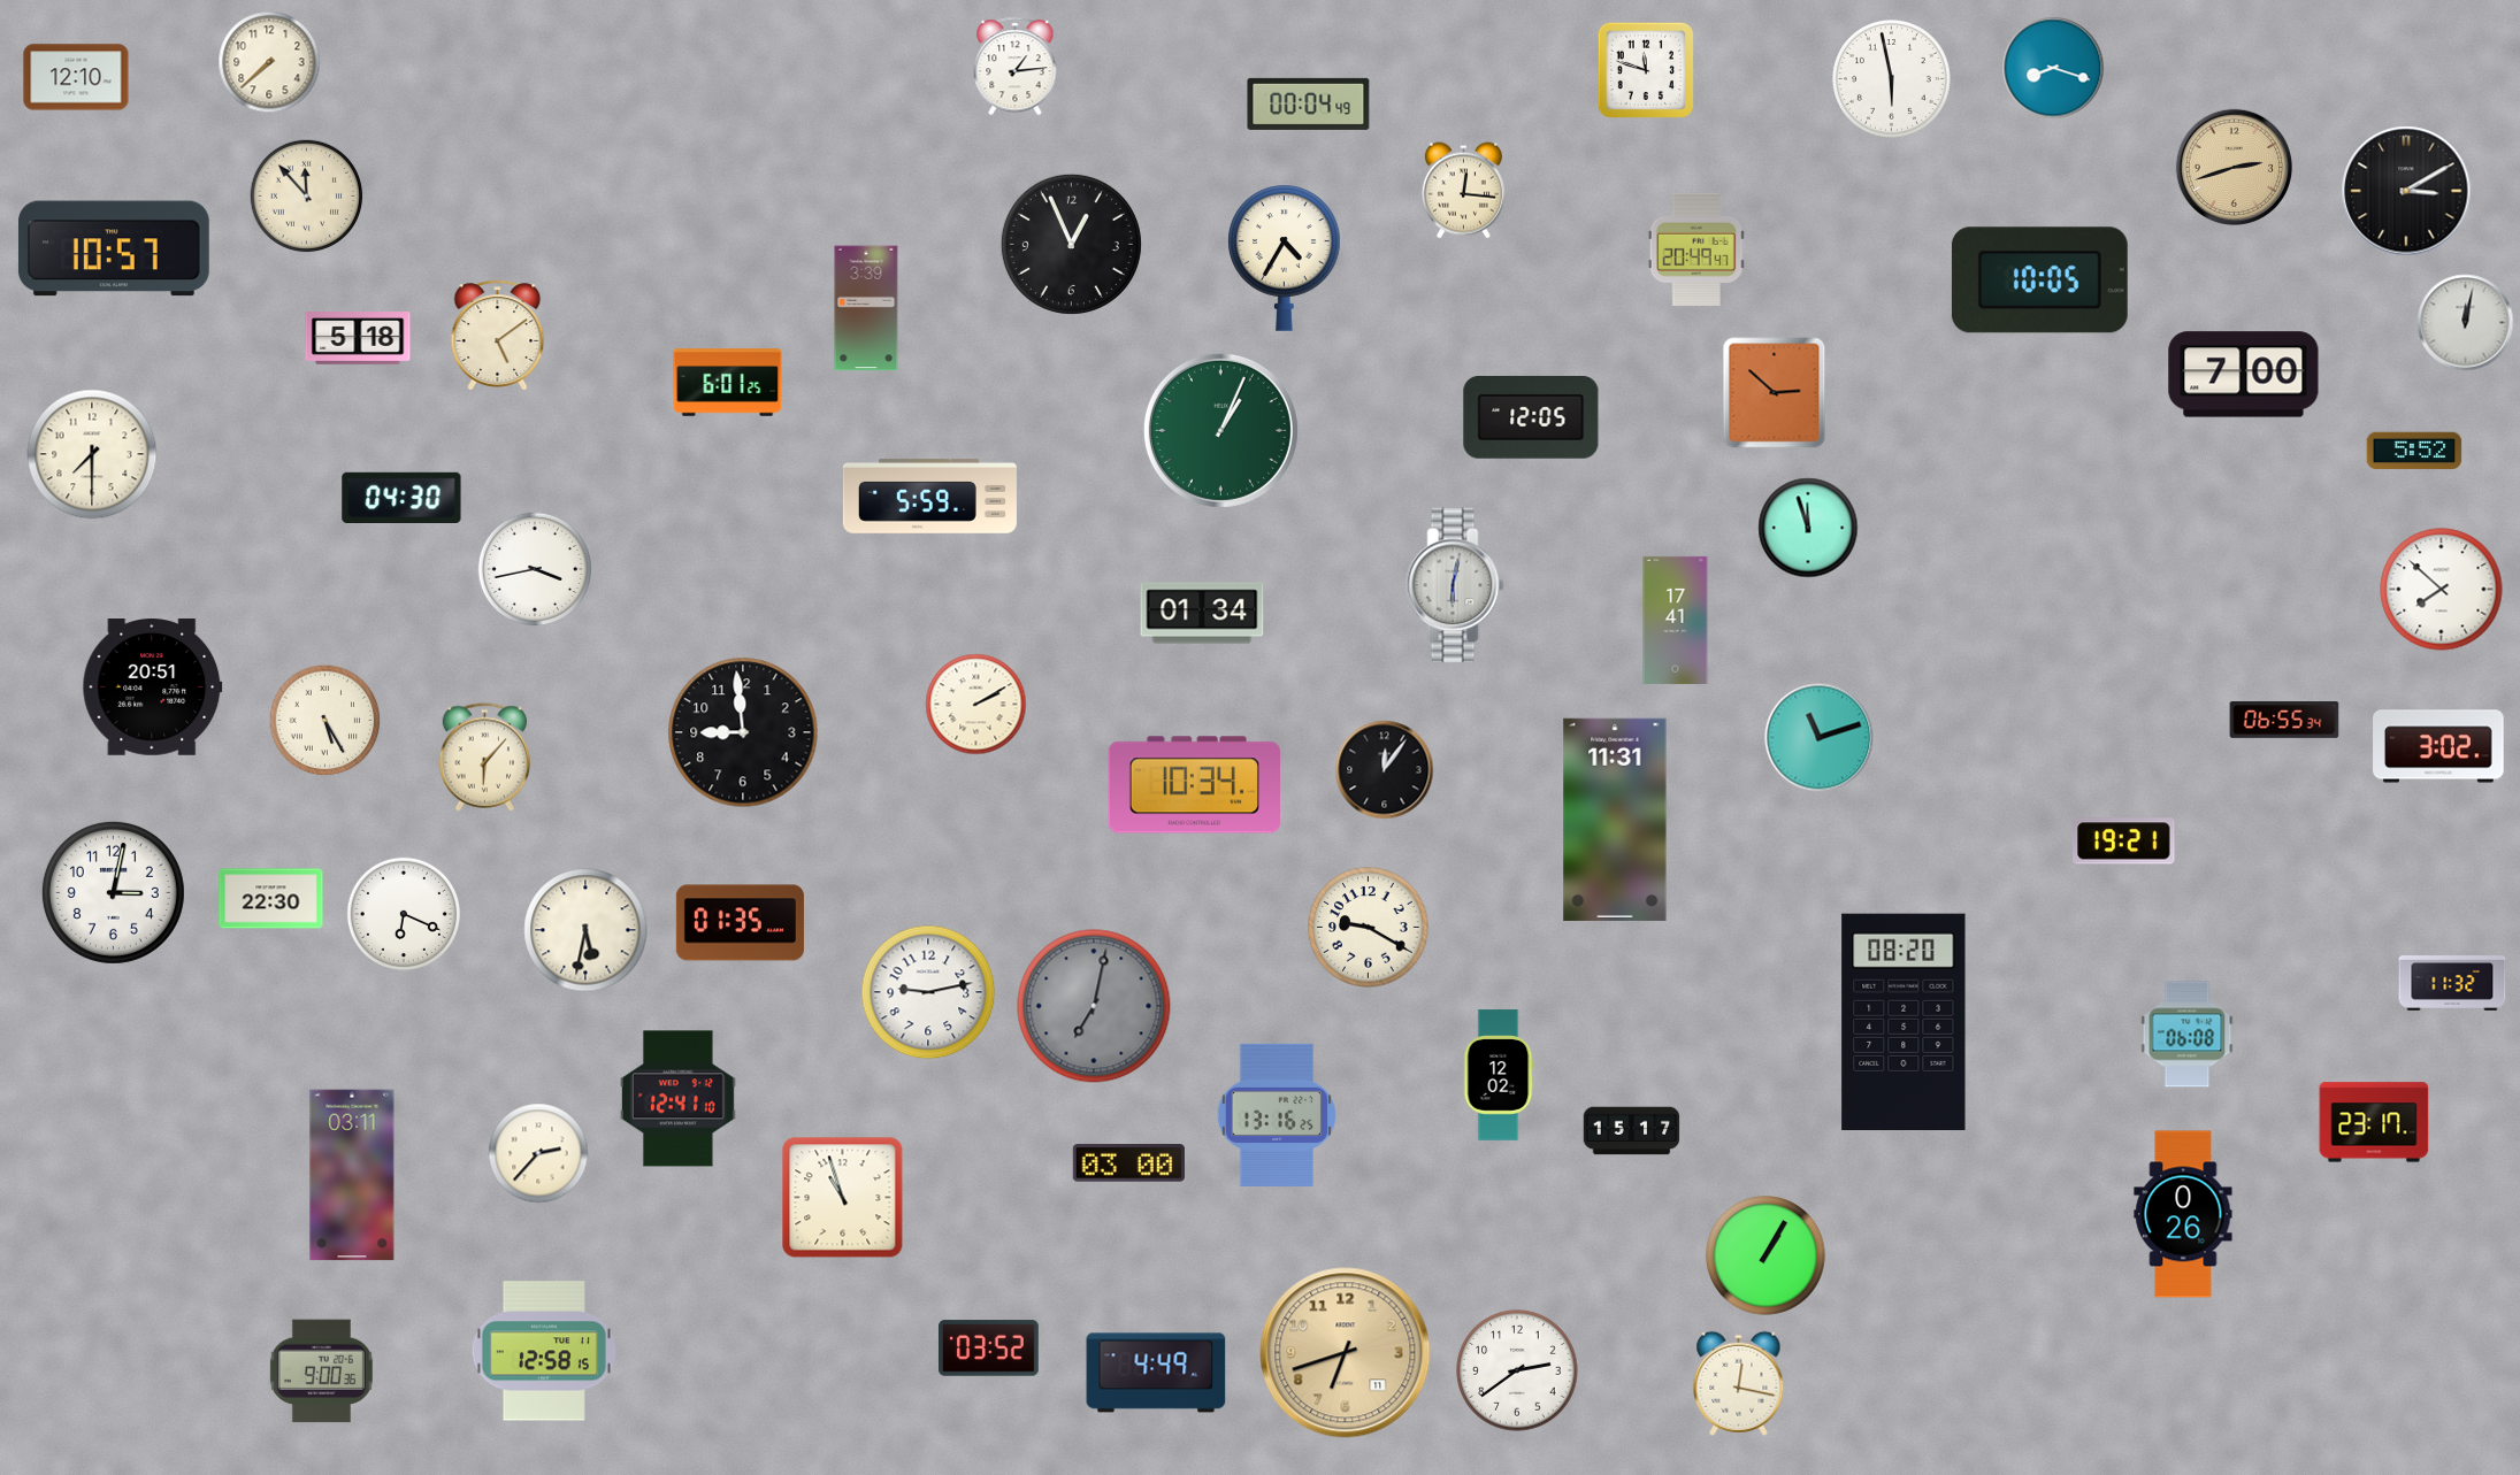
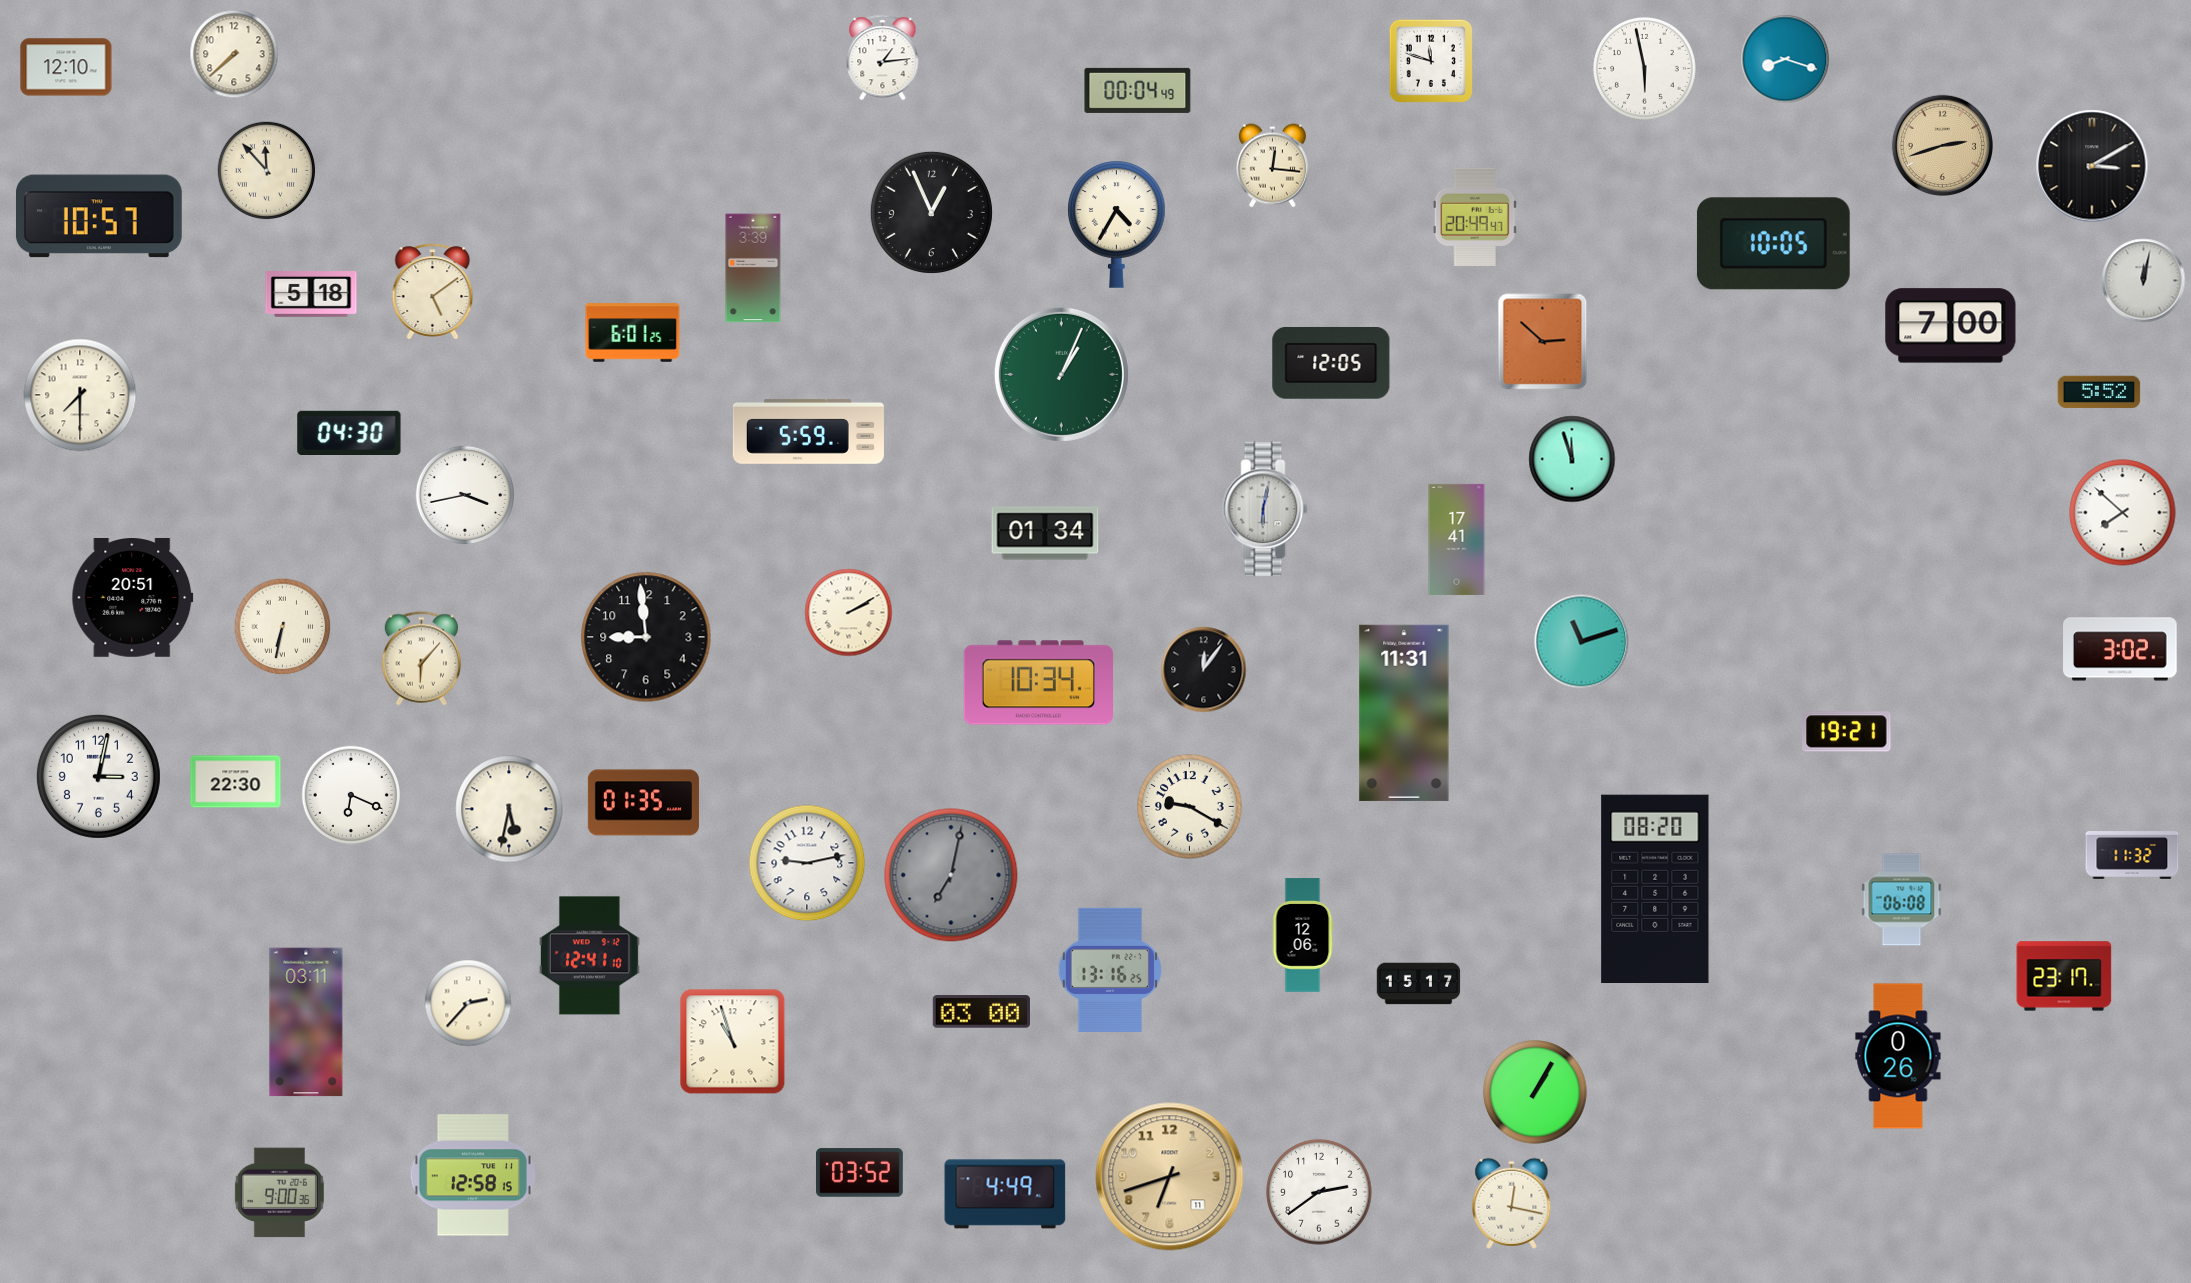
clock at (2284, 720): 06:55 -> none
clock at (325, 721): 5:25 -> 6:32
clock at (1499, 1075): 12:02 -> 12:06
